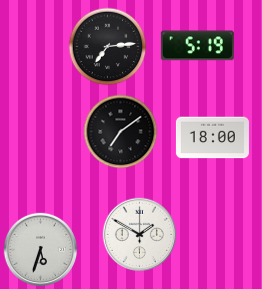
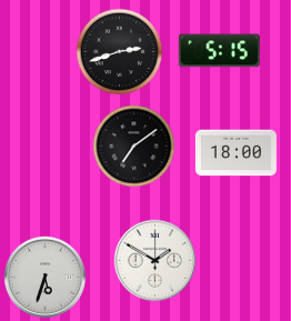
clock at (197, 46): 5:19 -> 5:15
clock at (108, 47): 7:14 -> 2:42
